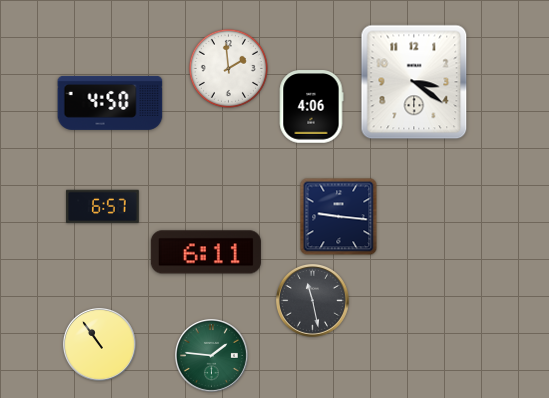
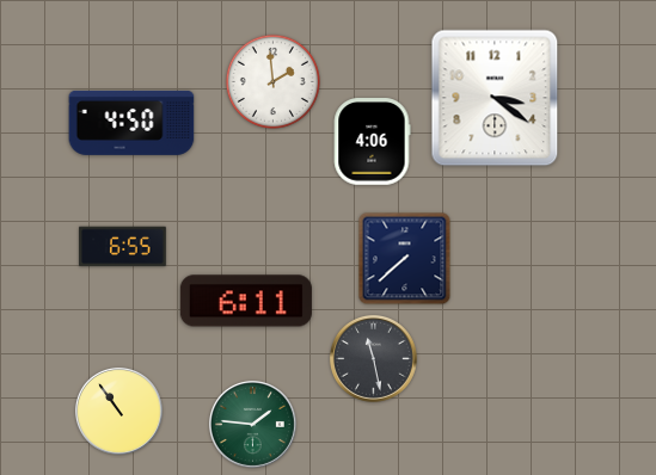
clock at (311, 107) position: (311, 107) -> (372, 142)
clock at (103, 207): 6:57 -> 6:55
clock at (339, 217): 9:16 -> 7:38
